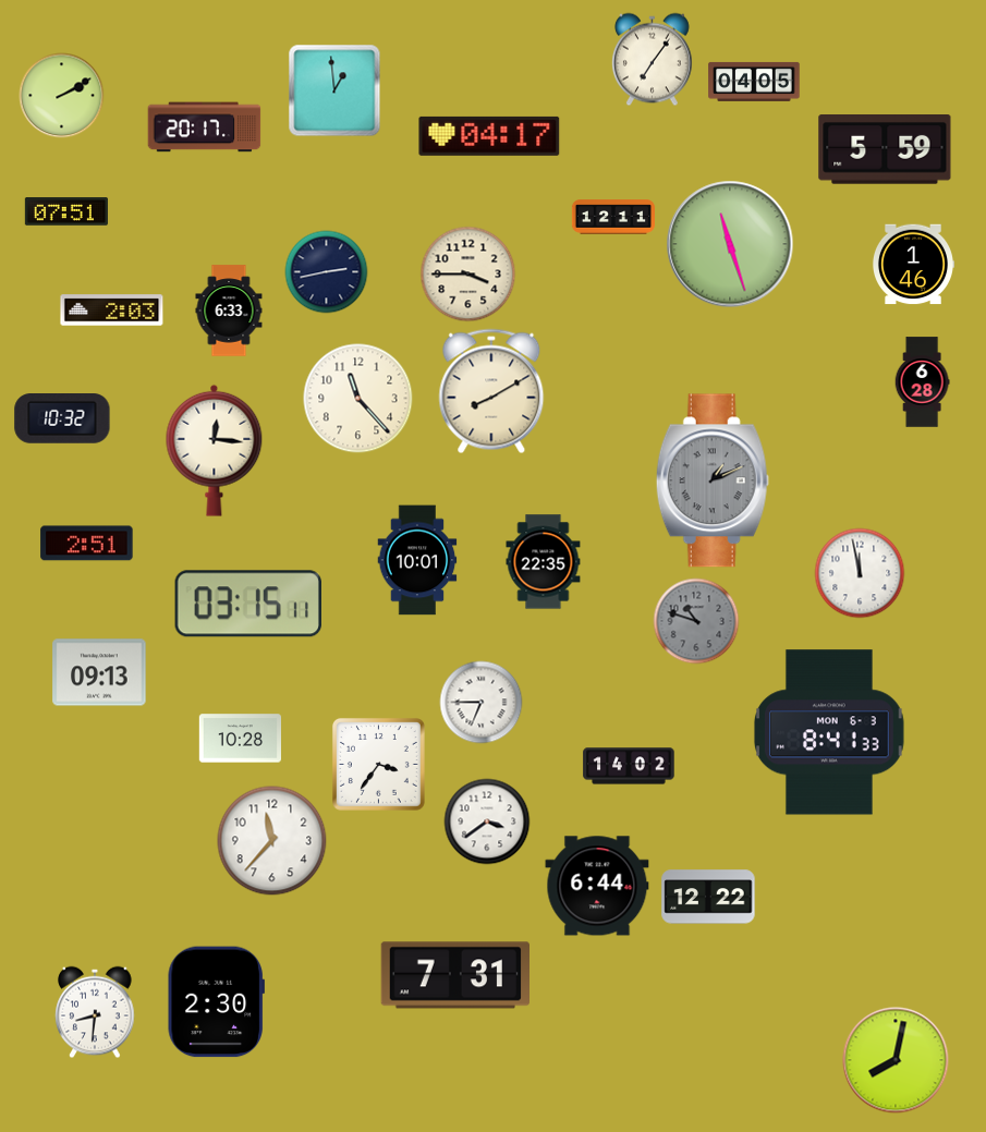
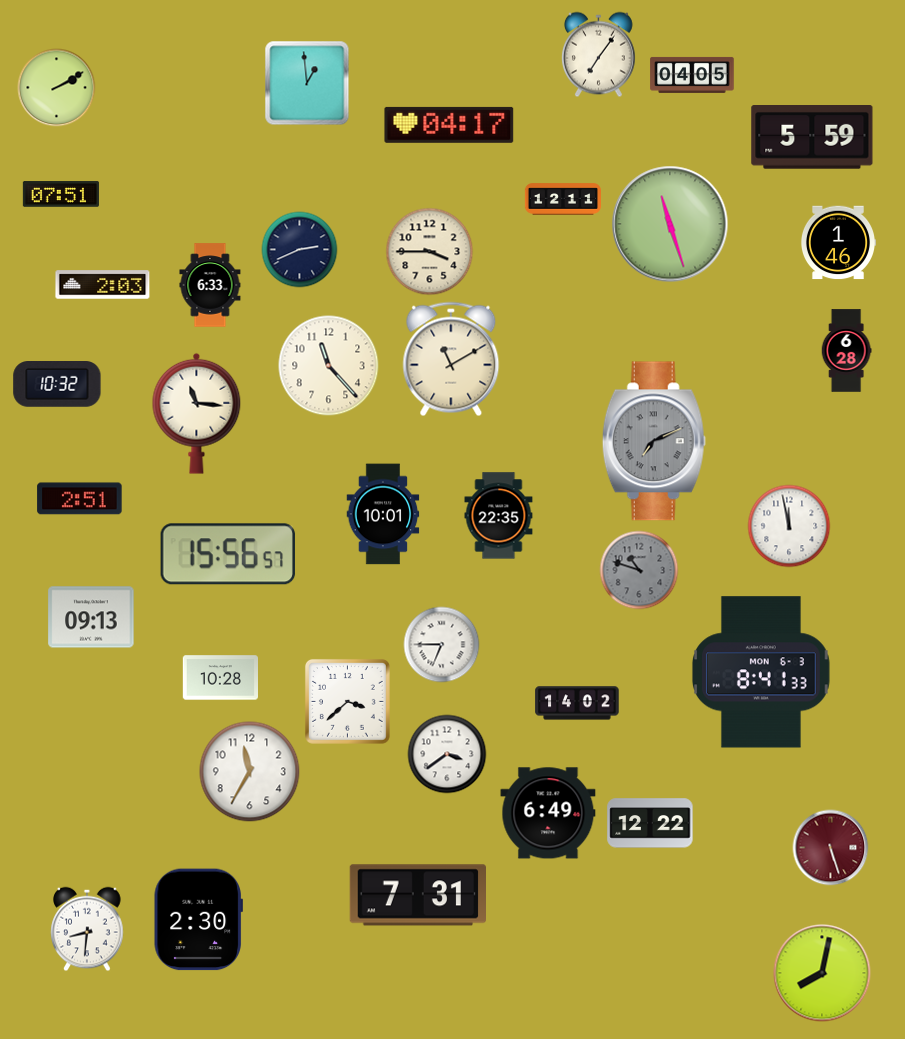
clock at (205, 127): 20:17 -> none
clock at (327, 272): 2:43 -> 2:41
clock at (491, 391): 8:10 -> 11:10
clock at (215, 450): 12:16 -> 11:16
clock at (713, 480): 1:11 -> 7:11
clock at (248, 604): 03:15 -> 15:56
clock at (378, 764): 3:36 -> 3:38
clock at (272, 841): 11:37 -> 11:35
clock at (597, 886): 6:44 -> 6:49
clock at (831, 848): none -> 5:27
